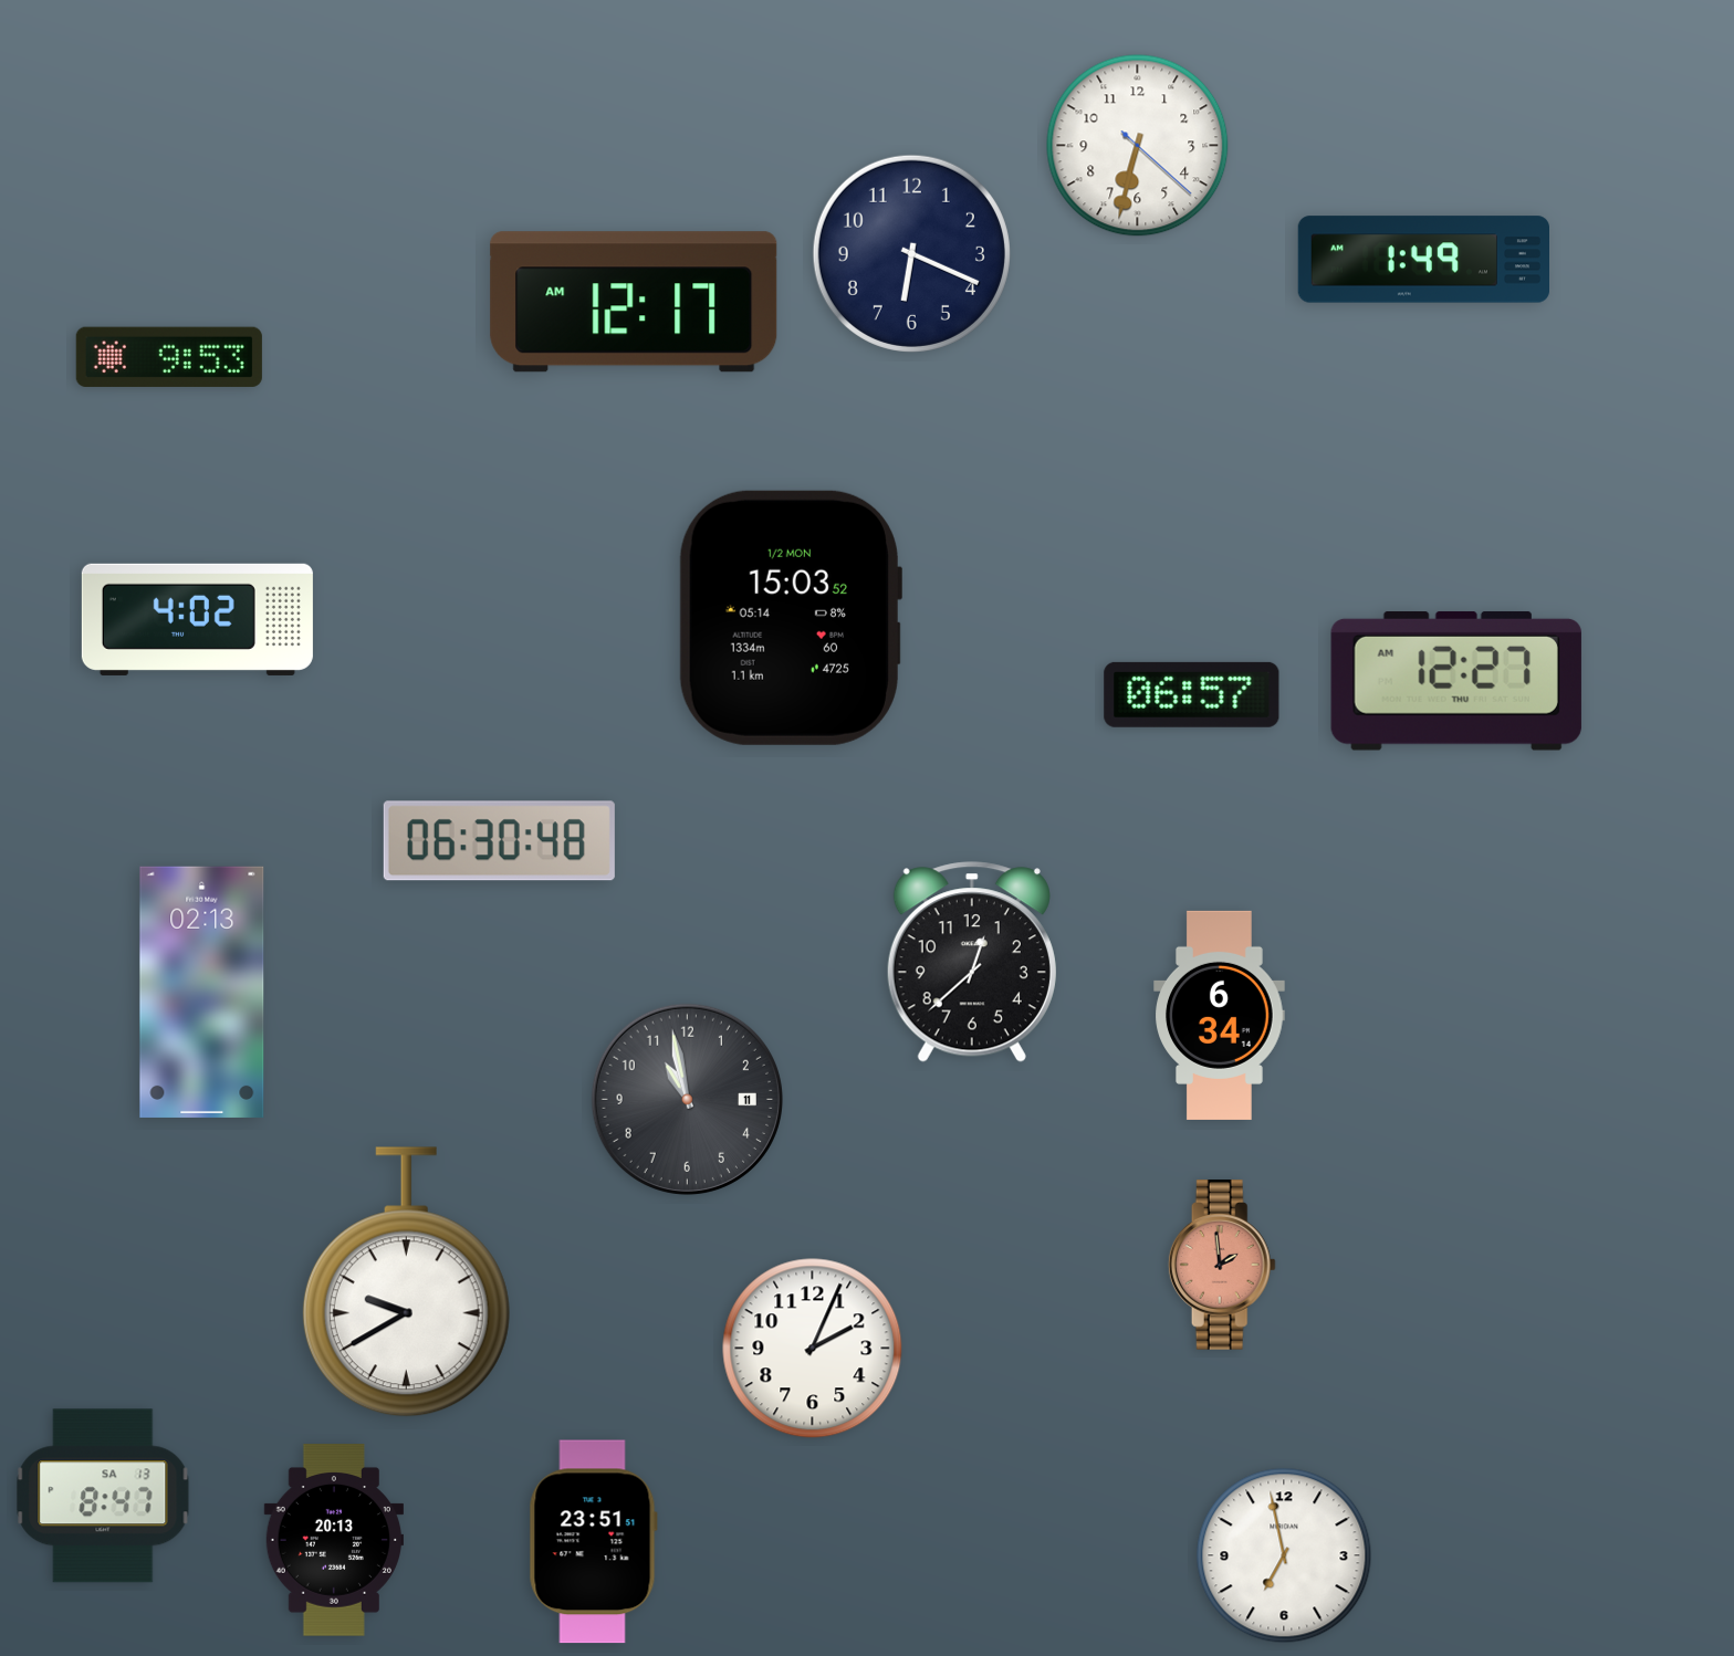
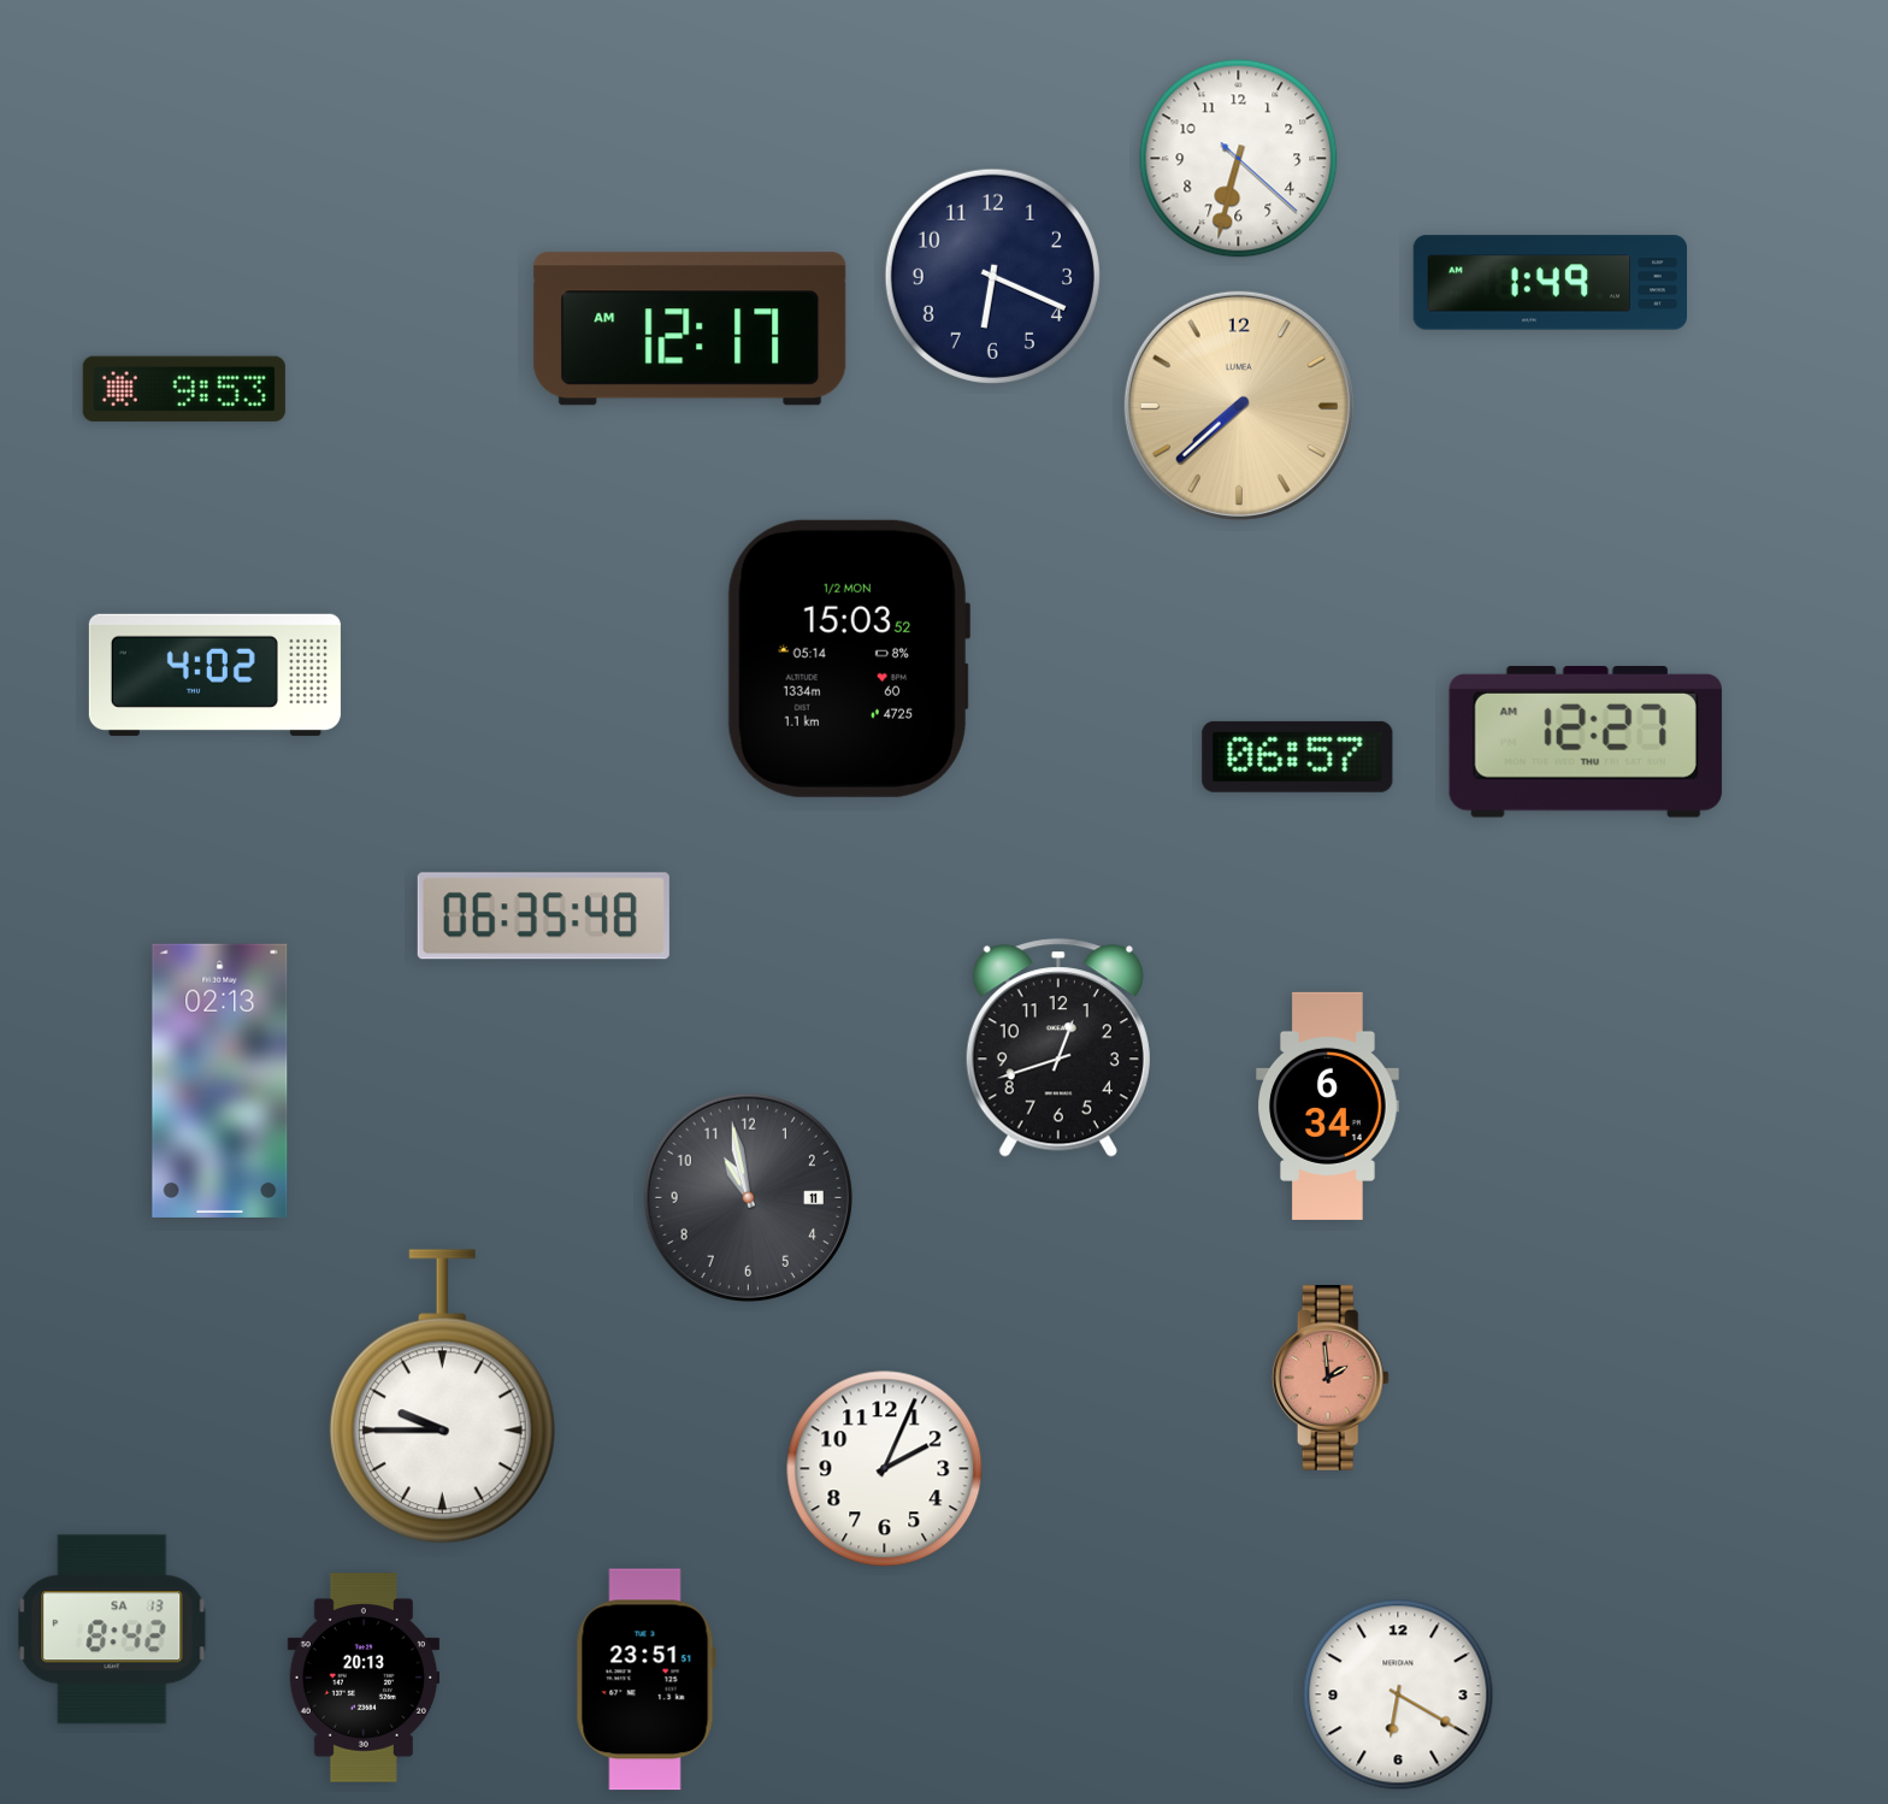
clock at (1239, 406): none -> 7:38
clock at (790, 618) position: (790, 618) -> (848, 659)
clock at (499, 841): 06:30 -> 06:35
clock at (972, 962): 12:38 -> 12:42
clock at (406, 1282): 9:40 -> 9:45
clock at (103, 1496): 8:47 -> 8:42
clock at (1284, 1555): 6:58 -> 6:20
